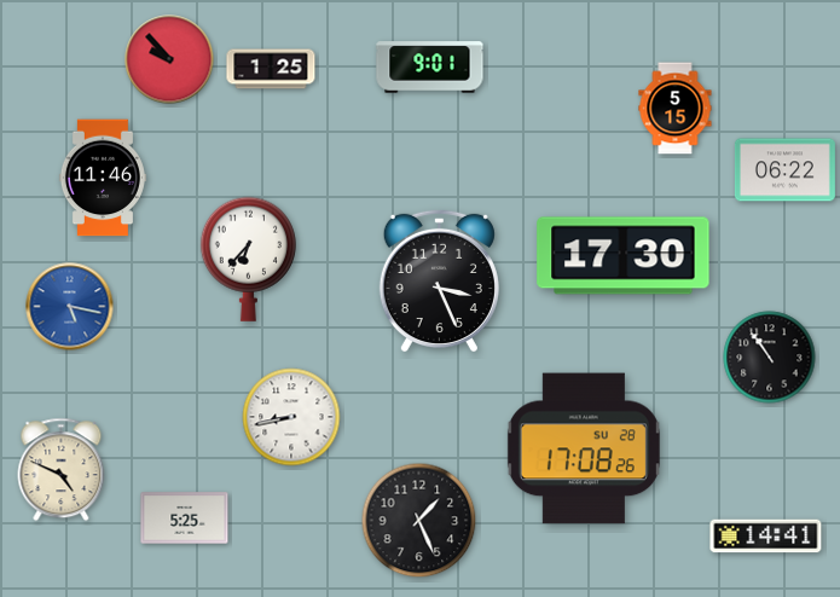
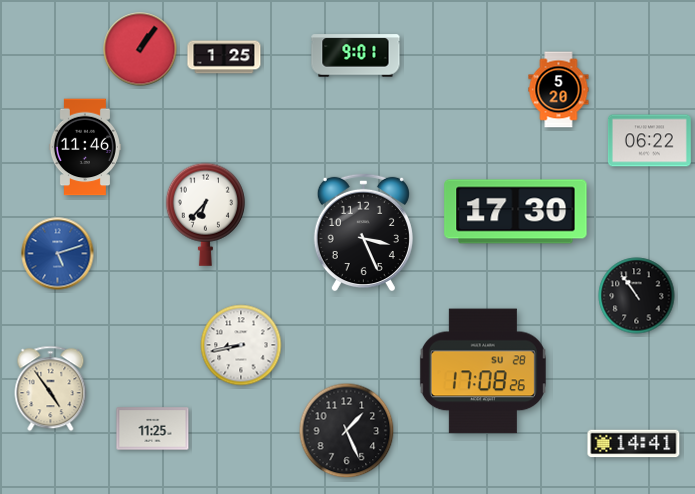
clock at (169, 59): 9:53 -> 1:06
clock at (676, 109): 5:15 -> 5:20
clock at (70, 307): 5:17 -> 5:12
clock at (62, 470): 4:49 -> 4:54
clock at (185, 518): 5:25 -> 11:25
